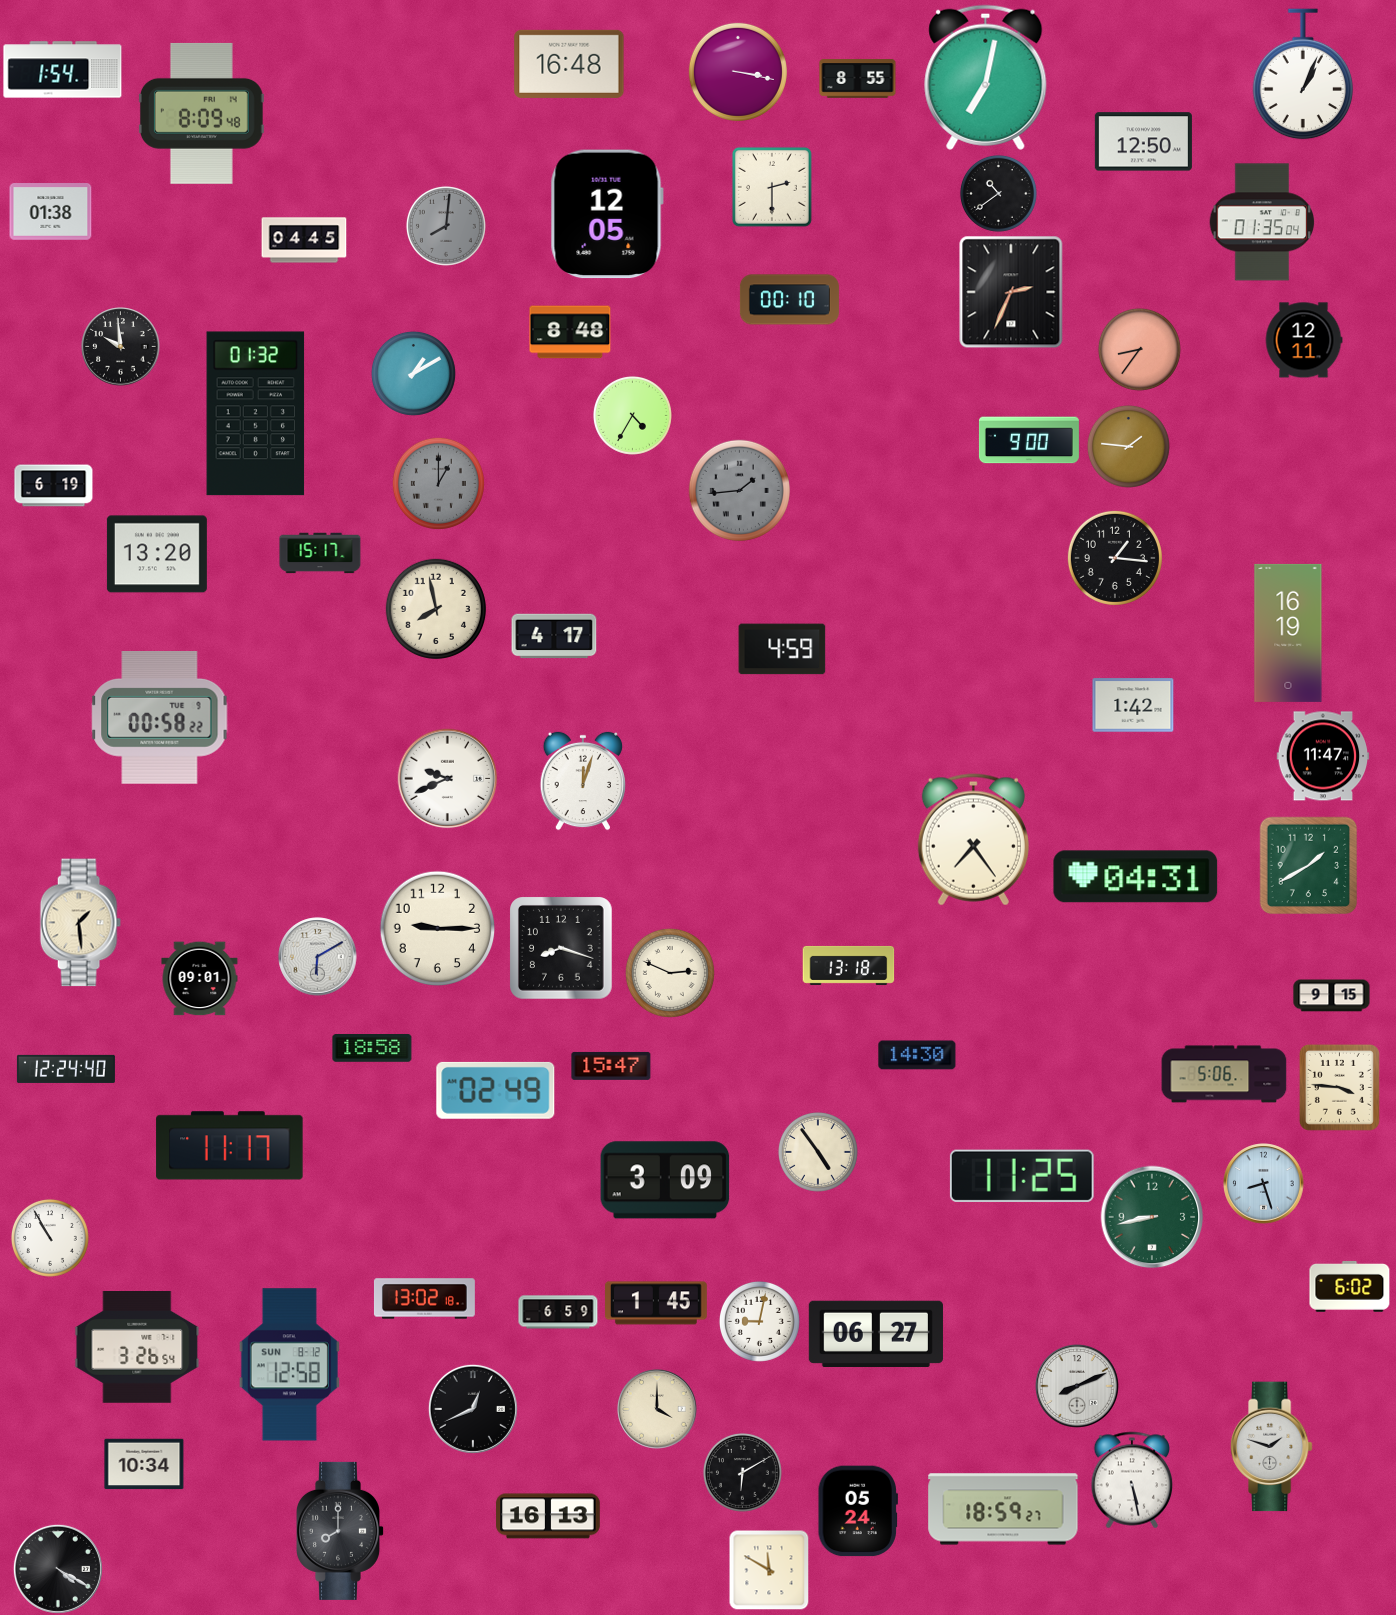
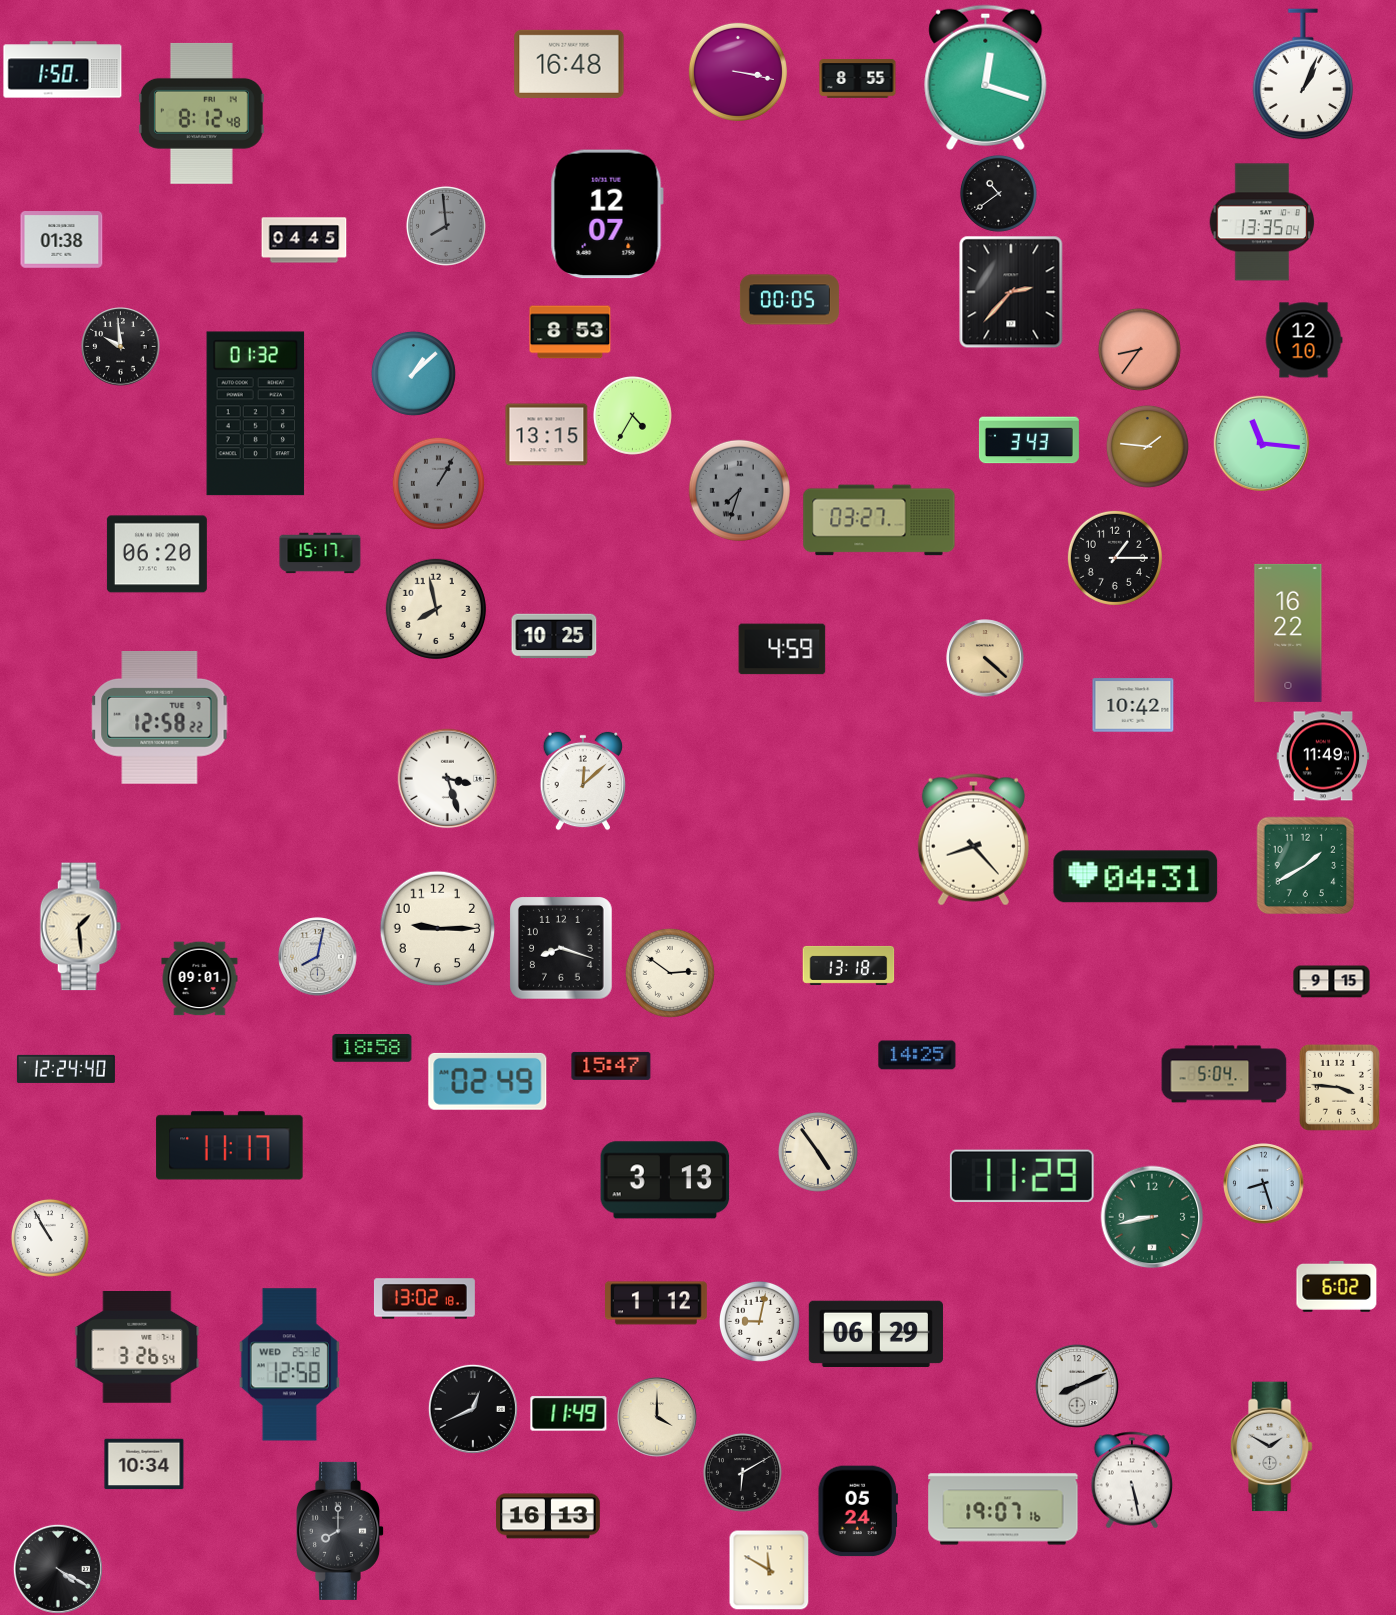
clock at (63, 70): 1:54 -> 1:50
clock at (986, 77): 7:02 -> 12:18
clock at (201, 113): 8:09 -> 8:12
clock at (1143, 142): 12:50 -> none
clock at (772, 187): 2:30 -> none
clock at (51, 212) position: (51, 212) -> (62, 240)
clock at (607, 214): 12:05 -> 12:07
clock at (1262, 222): 01:35 -> 13:35
clock at (446, 226): 8:01 -> 7:59
clock at (1011, 292): 2:34 -> 2:37
clock at (789, 300): 00:10 -> 00:05
clock at (570, 332): 8:48 -> 8:53
clock at (1304, 340): 12:11 -> 12:10
clock at (413, 373): 1:10 -> 1:08
clock at (547, 435): none -> 13:15
clock at (1029, 440): 9:00 -> 3:43
clock at (1261, 443): none -> 11:16
clock at (1128, 446) position: (1128, 446) -> (1147, 446)
clock at (438, 483): 1:00 -> 1:05
clock at (54, 486): 6:19 -> none
clock at (739, 490): 1:44 -> 7:33
clock at (879, 520): none -> 03:27
clock at (157, 554): 13:20 -> 06:20
clock at (1115, 558): 1:16 -> 1:15
clock at (1288, 633): 16:19 -> 16:22
clock at (554, 636): 4:17 -> 10:25
clock at (985, 658): none -> 4:22
clock at (1133, 705): 1:42 -> 10:42
clock at (160, 718): 00:58 -> 12:58
clock at (1323, 756): 11:47 -> 11:49
clock at (448, 779): 9:41 -> 3:27
clock at (582, 781): 12:03 -> 12:08
clock at (973, 840): 7:24 -> 8:23
clock at (1309, 866) position: (1309, 866) -> (1306, 866)
clock at (80, 923) position: (80, 923) -> (80, 927)
clock at (318, 957): 6:10 -> 8:02
clock at (670, 973): 2:49 -> 2:51
clock at (1332, 996) position: (1332, 996) -> (1332, 982)
clock at (917, 1055): 14:30 -> 14:25
clock at (1224, 1074): 5:06 -> 5:04
clock at (496, 1090) position: (496, 1090) -> (488, 1081)
clock at (1022, 1176): 11:25 -> 11:29
clock at (665, 1180): 3:09 -> 3:13
clock at (1350, 1286) position: (1350, 1286) -> (1337, 1286)
clock at (657, 1303): 1:45 -> 1:12
clock at (558, 1312): 6:59 -> none
clock at (876, 1333): 06:27 -> 06:29
clock at (289, 1365) date: SUN 8-12 -> WED 25-12
clock at (657, 1409) position: (657, 1409) -> (657, 1417)
clock at (569, 1414): none -> 11:49
clock at (1271, 1447): 1:48 -> 1:50
clock at (1003, 1509): 18:59 -> 19:07
